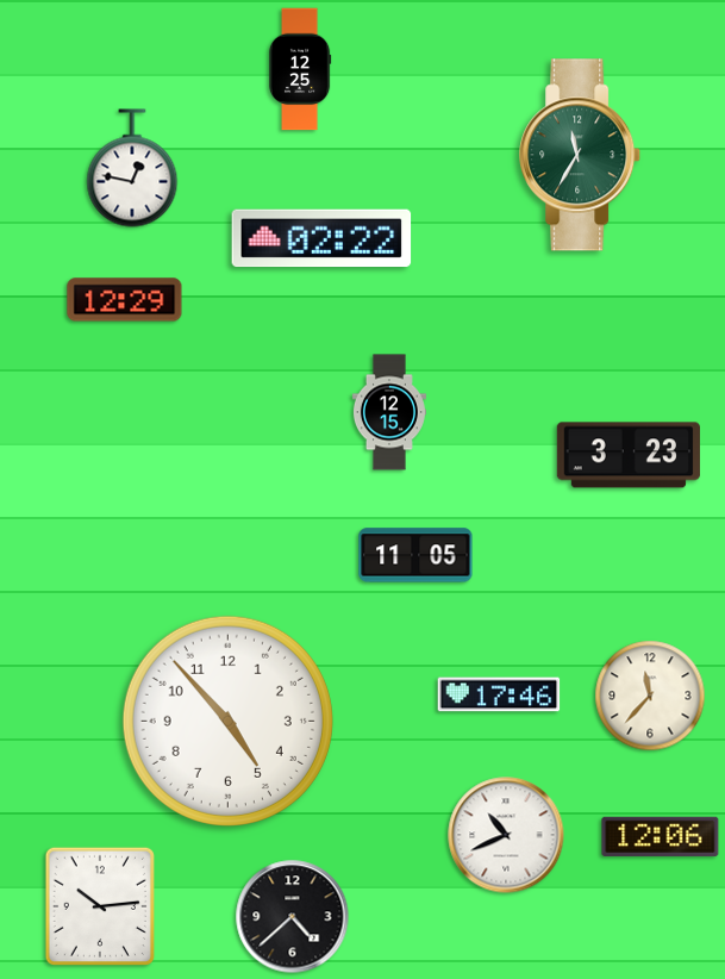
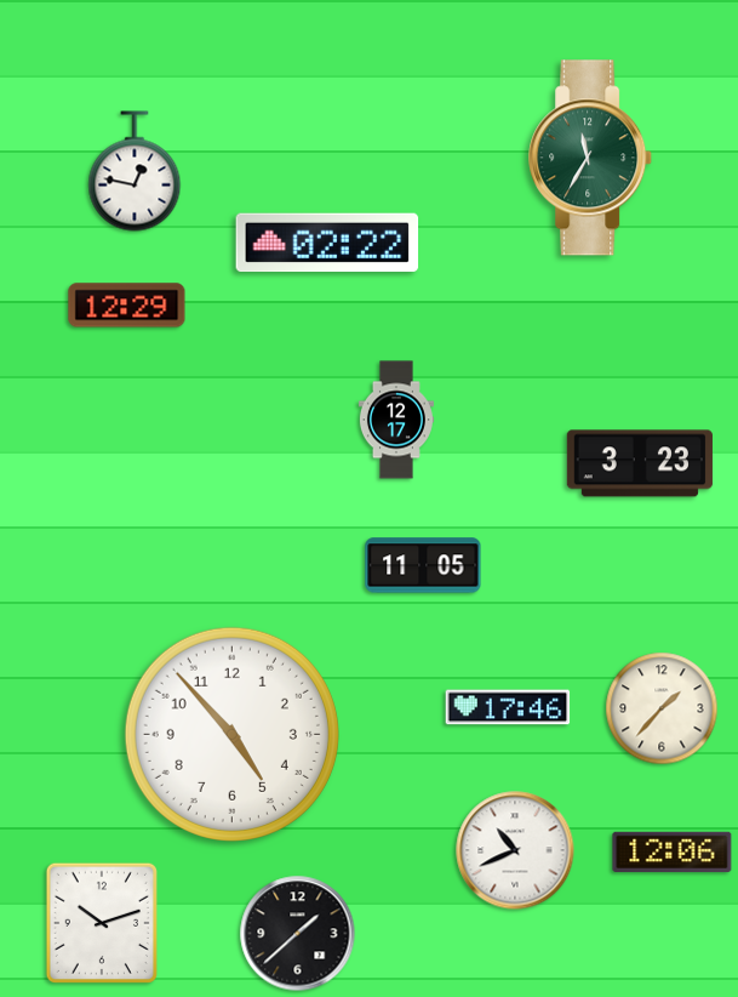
clock at (300, 69): 12:25 -> none
clock at (389, 412): 12:15 -> 12:17
clock at (650, 696): 11:37 -> 1:37
clock at (100, 906): 10:14 -> 10:12
clock at (293, 917): 4:38 -> 1:38
